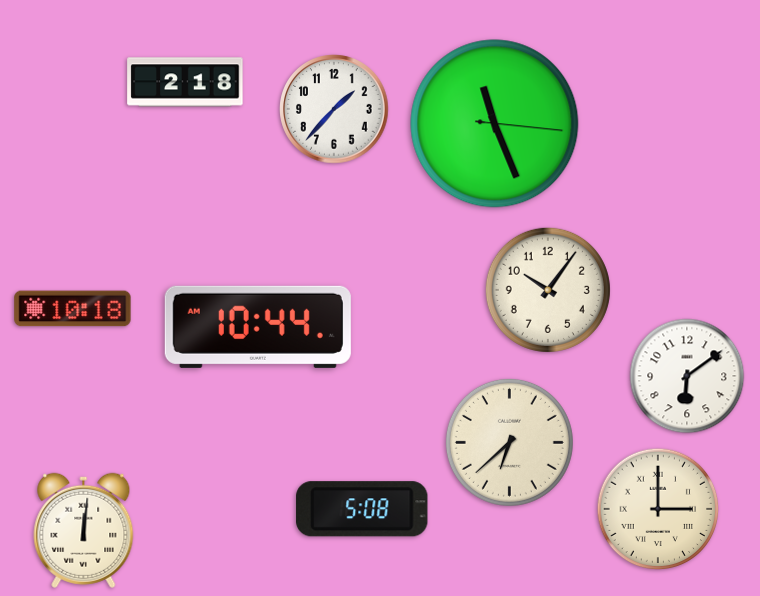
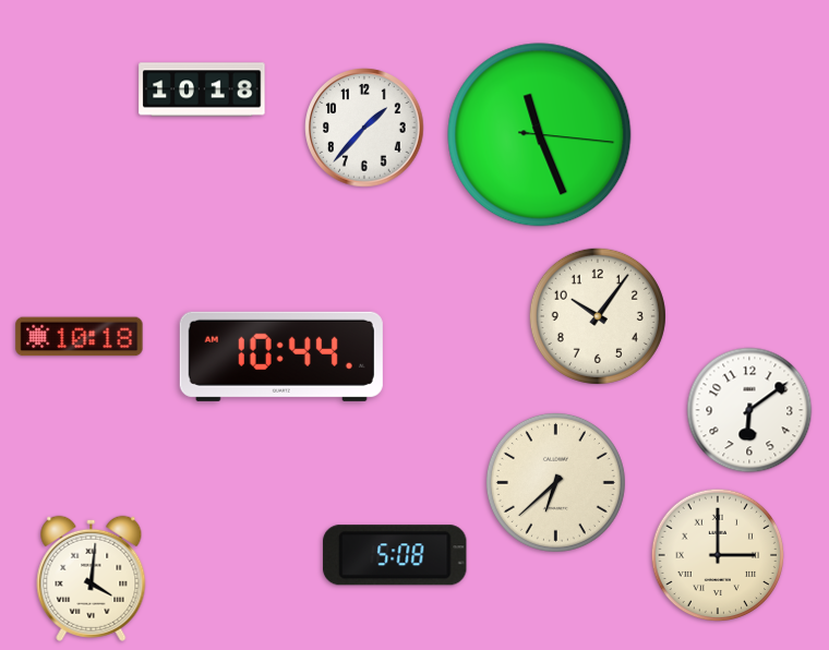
clock at (185, 82): 2:18 -> 10:18
clock at (334, 109) position: (334, 109) -> (364, 128)
clock at (84, 530): 12:01 -> 4:01
